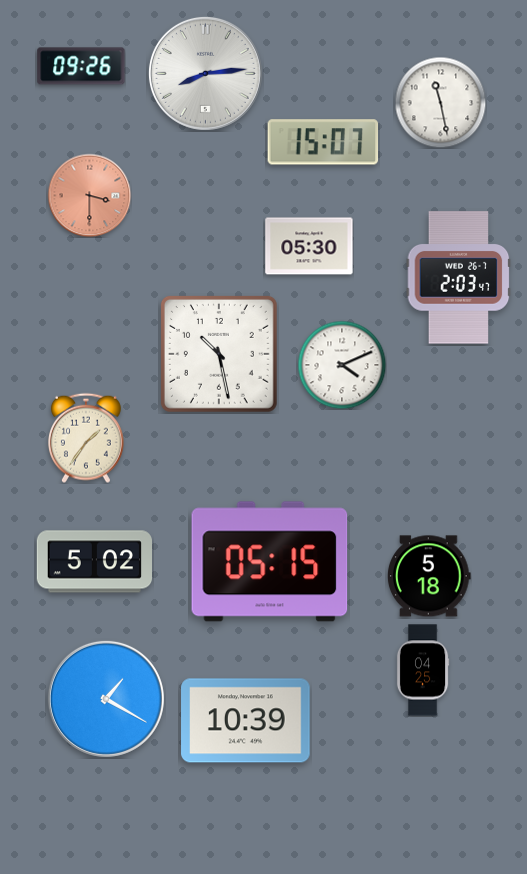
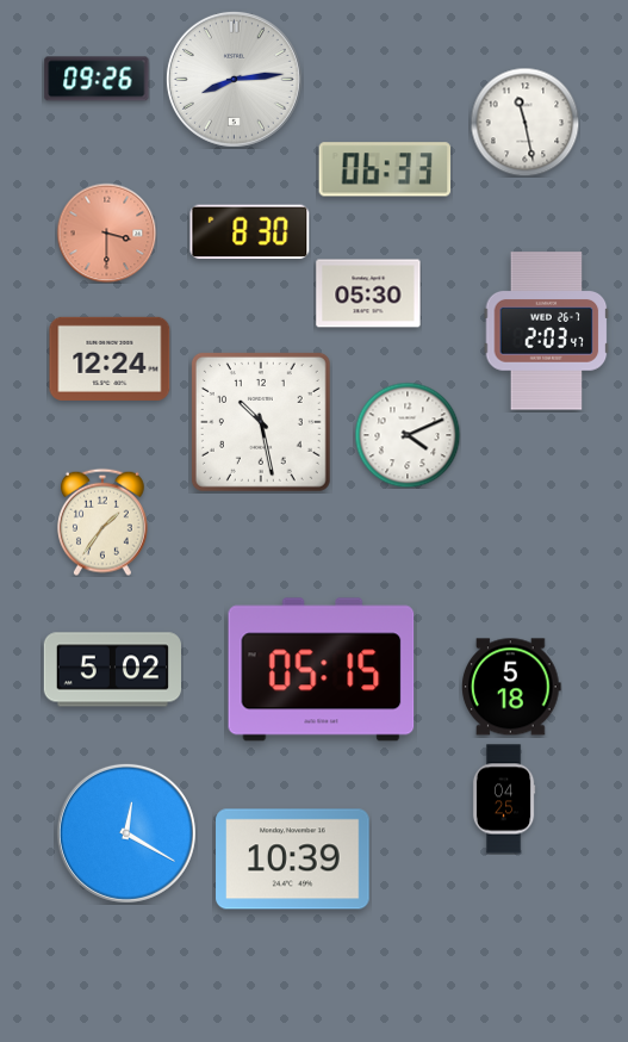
clock at (205, 73) position: (205, 73) -> (234, 79)
clock at (323, 142): 15:07 -> 06:33
clock at (250, 232): none -> 8:30
clock at (110, 359): none -> 12:24
clock at (106, 699): 1:20 -> 12:20
